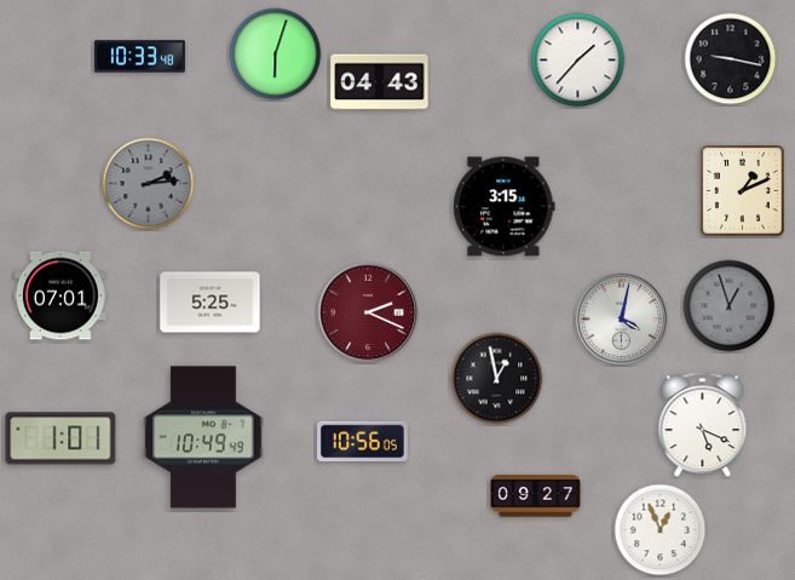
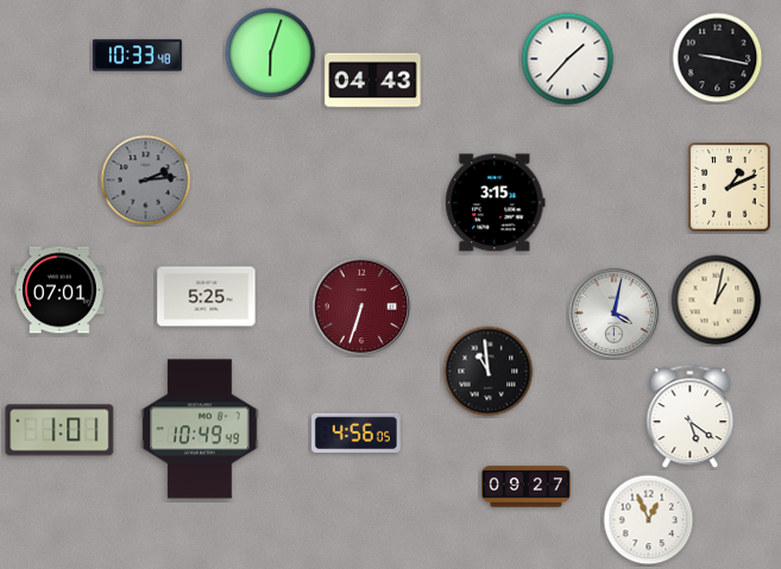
clock at (730, 306): 12:57 -> 1:02
clock at (730, 306) dial: grey -> cream
clock at (368, 312): 2:19 -> 6:33
clock at (622, 320) position: (622, 320) -> (615, 314)
clock at (497, 379): 12:58 -> 10:59
clock at (703, 425): 5:19 -> 5:21
clock at (362, 442): 10:56 -> 4:56
